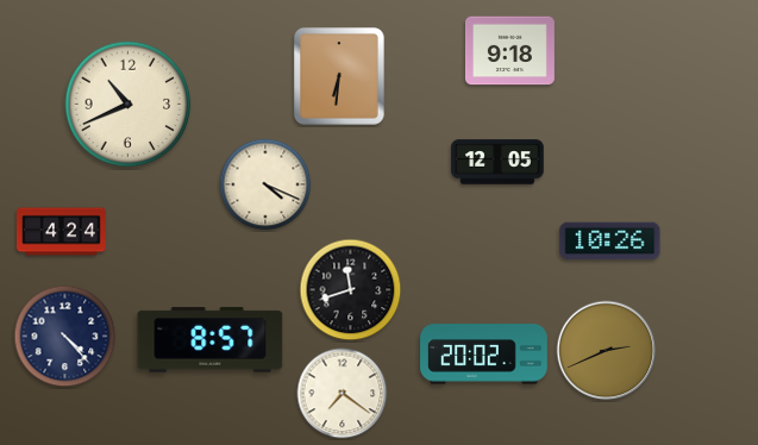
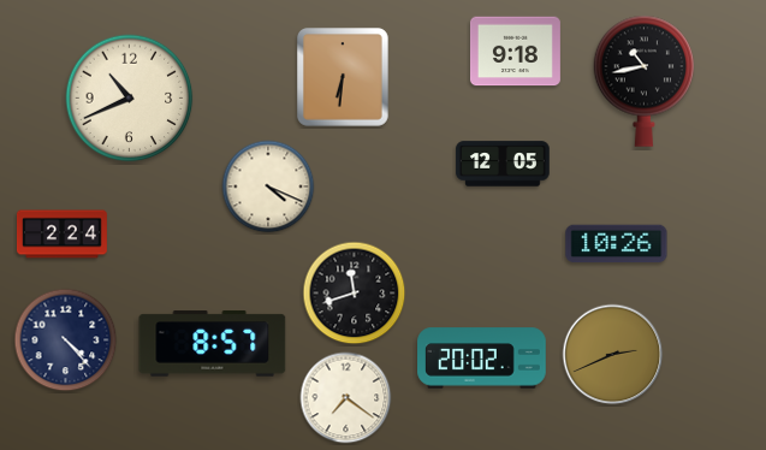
clock at (645, 81): none -> 10:43
clock at (129, 105) position: (129, 105) -> (130, 99)
clock at (61, 232): 4:24 -> 2:24
clock at (484, 355) position: (484, 355) -> (482, 359)
